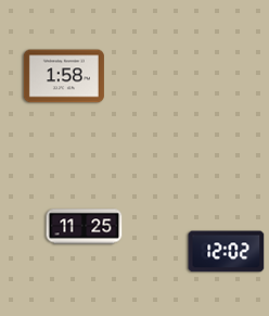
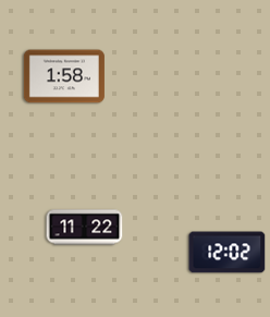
clock at (85, 227): 11:25 -> 11:22
